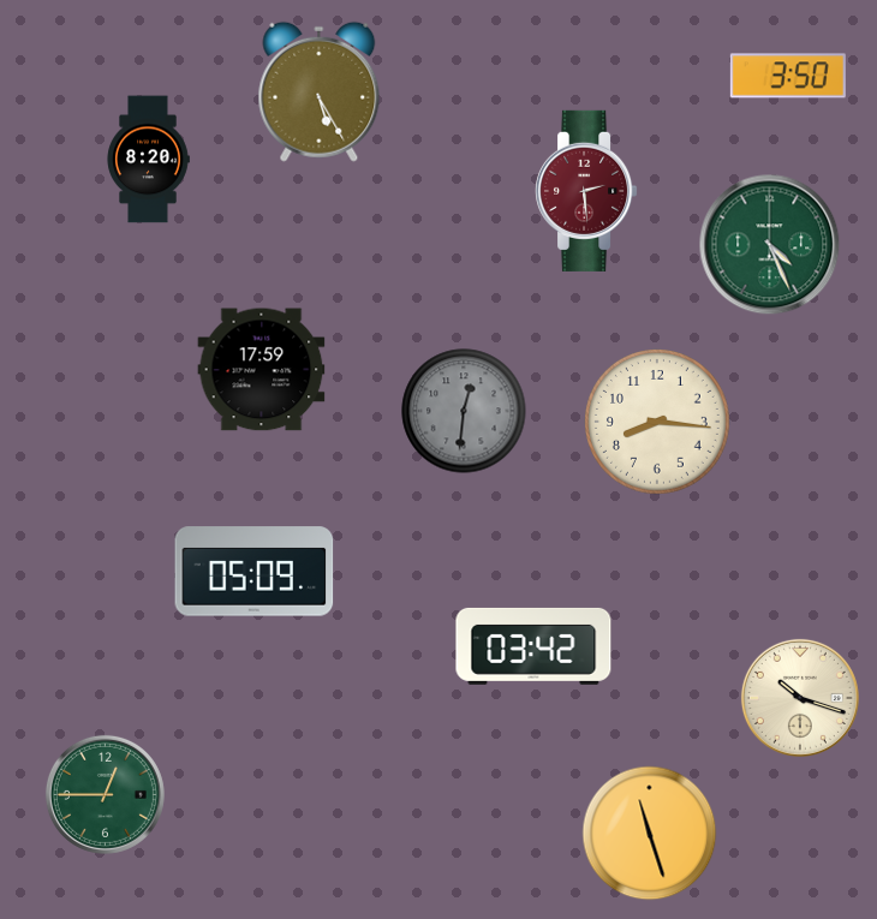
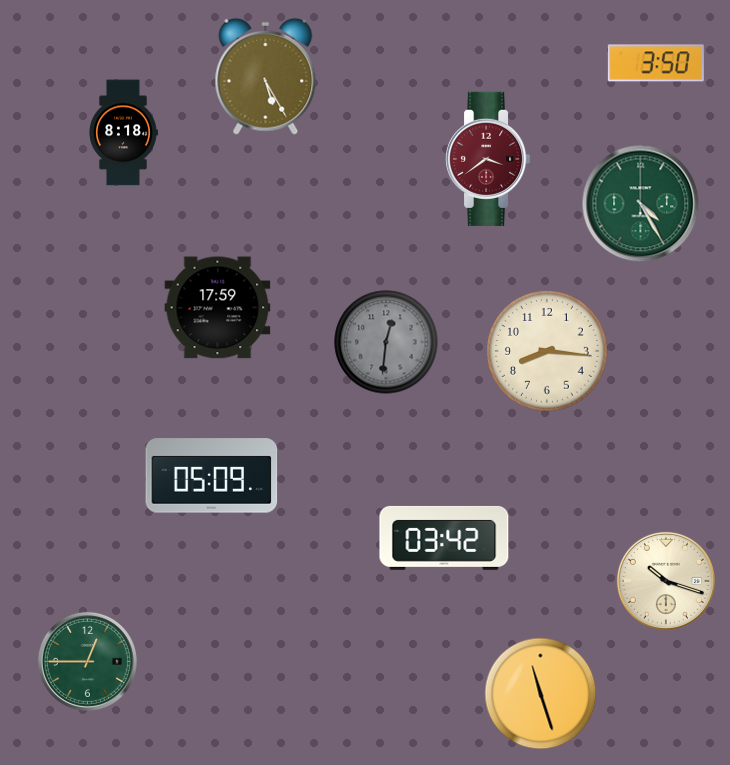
clock at (148, 160): 8:20 -> 8:18
clock at (587, 191): 2:29 -> 3:39
clock at (770, 245): 4:26 -> 4:25
